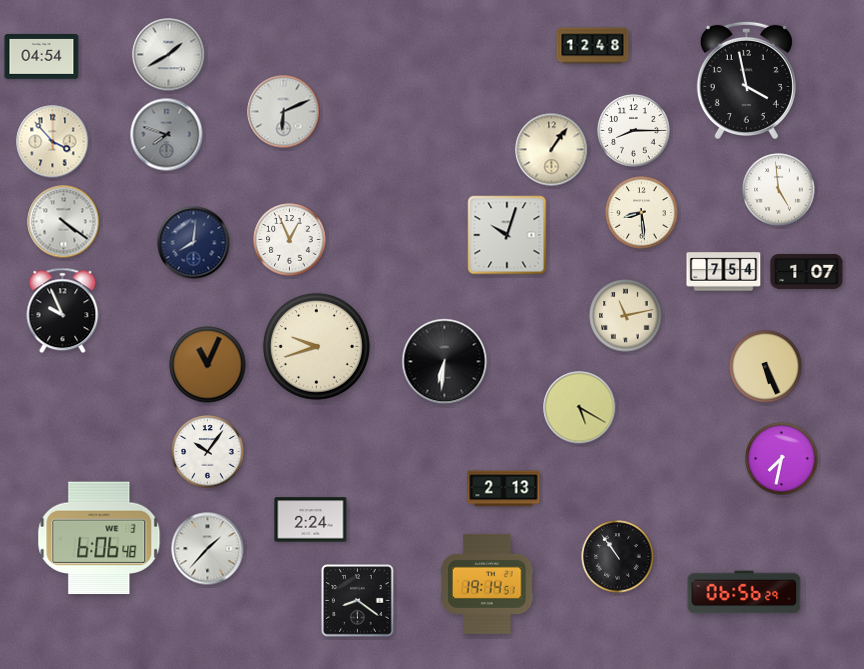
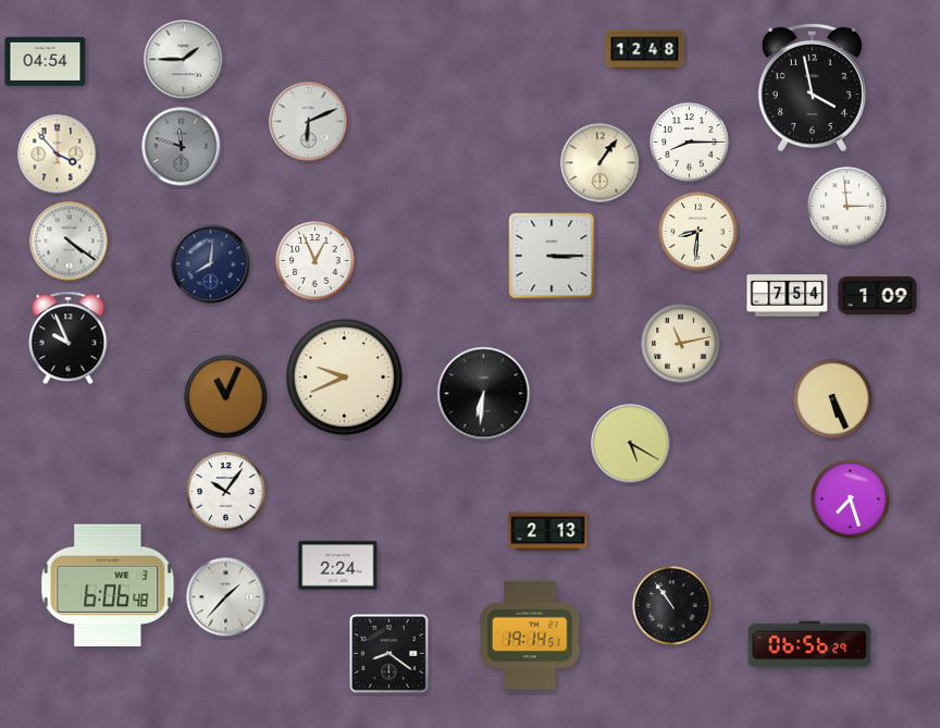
clock at (169, 55): 1:40 -> 1:45
clock at (167, 135): 7:48 -> 11:48
clock at (779, 190): 4:59 -> 2:59
clock at (642, 213): 8:29 -> 8:31
clock at (507, 235): 10:03 -> 3:15
clock at (807, 271): 1:07 -> 1:09
clock at (316, 346): 9:42 -> 9:41
clock at (782, 459): 7:32 -> 7:27
